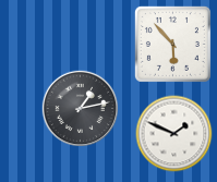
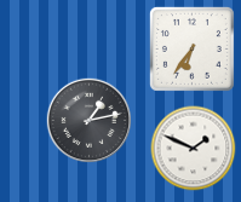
clock at (172, 44): 5:53 -> 6:36
